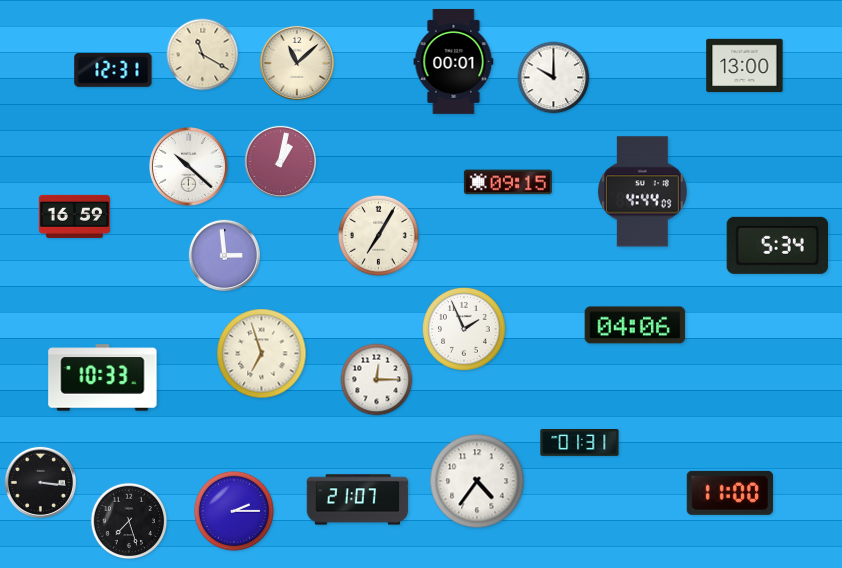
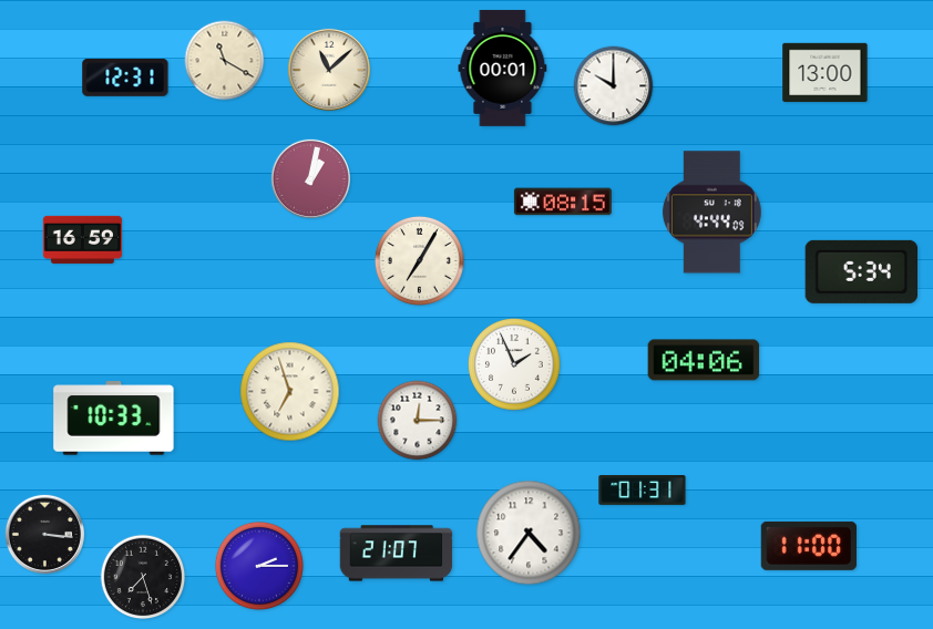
clock at (189, 167): 10:22 -> none
clock at (508, 182): 09:15 -> 08:15
clock at (224, 255): 2:59 -> none
